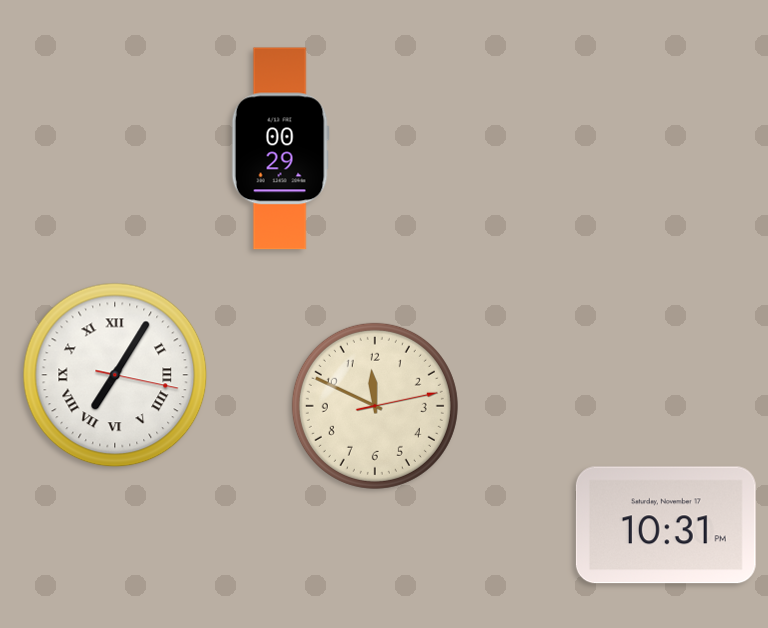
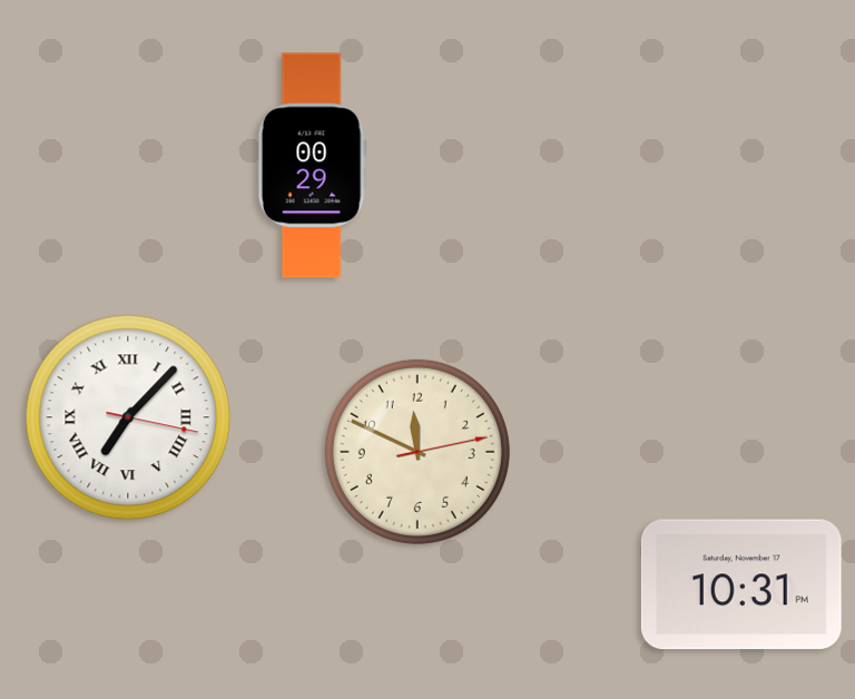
clock at (115, 375): 7:05 -> 7:07
